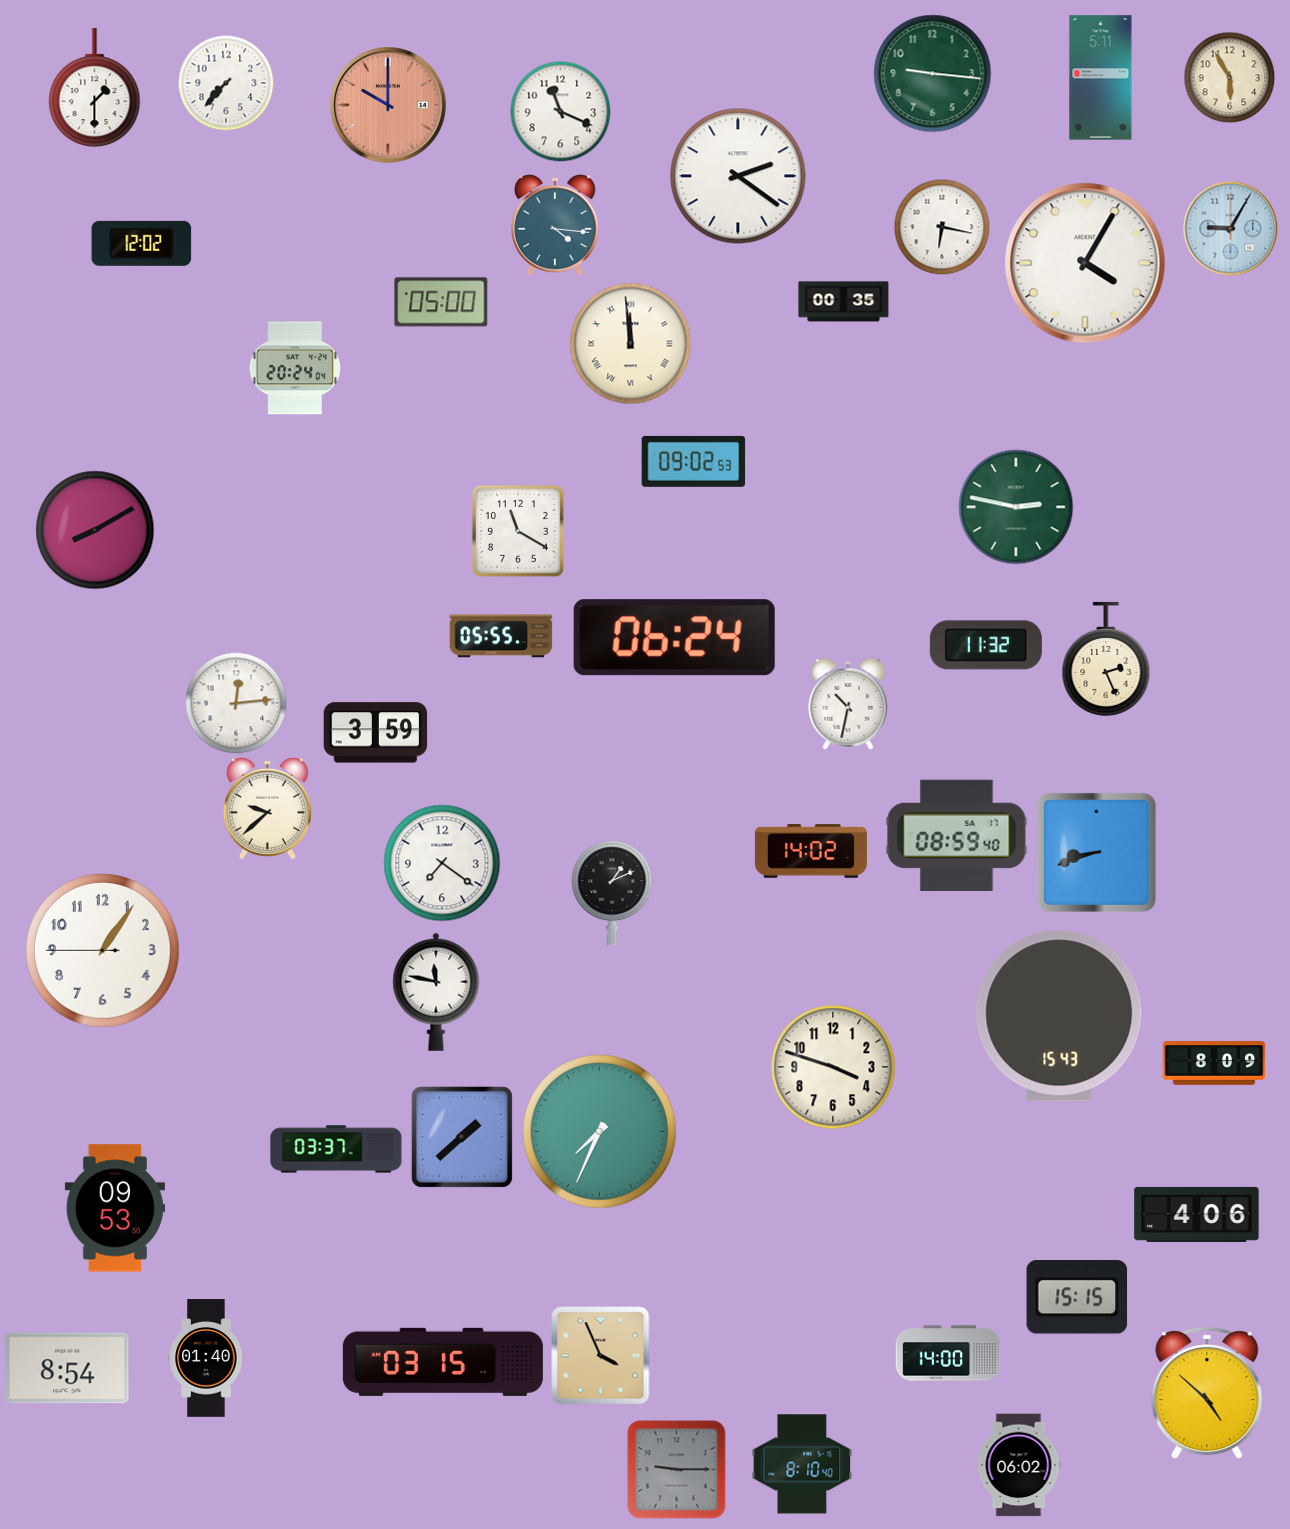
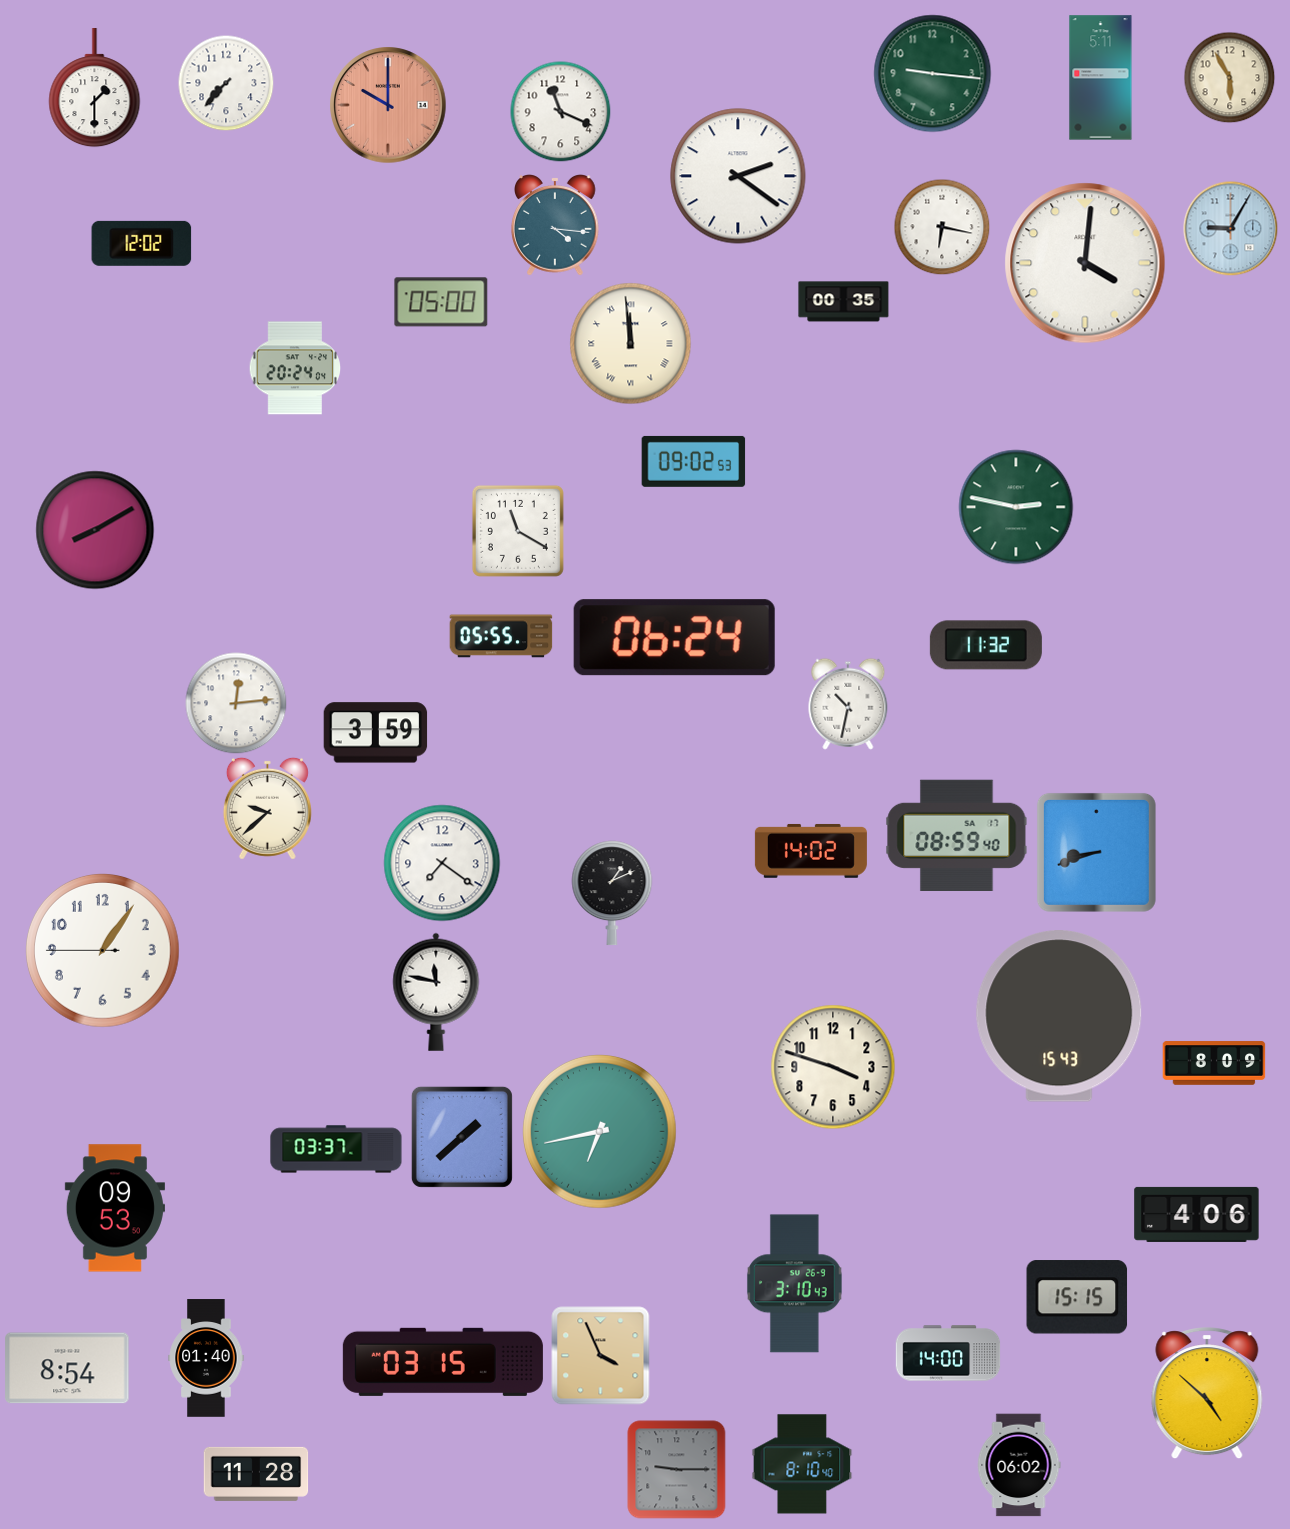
clock at (1085, 263): 4:05 -> 4:01
clock at (1106, 659): 2:26 -> none
clock at (600, 1132): 7:34 -> 6:43
clock at (794, 1284): none -> 3:10
clock at (256, 1474): none -> 11:28
